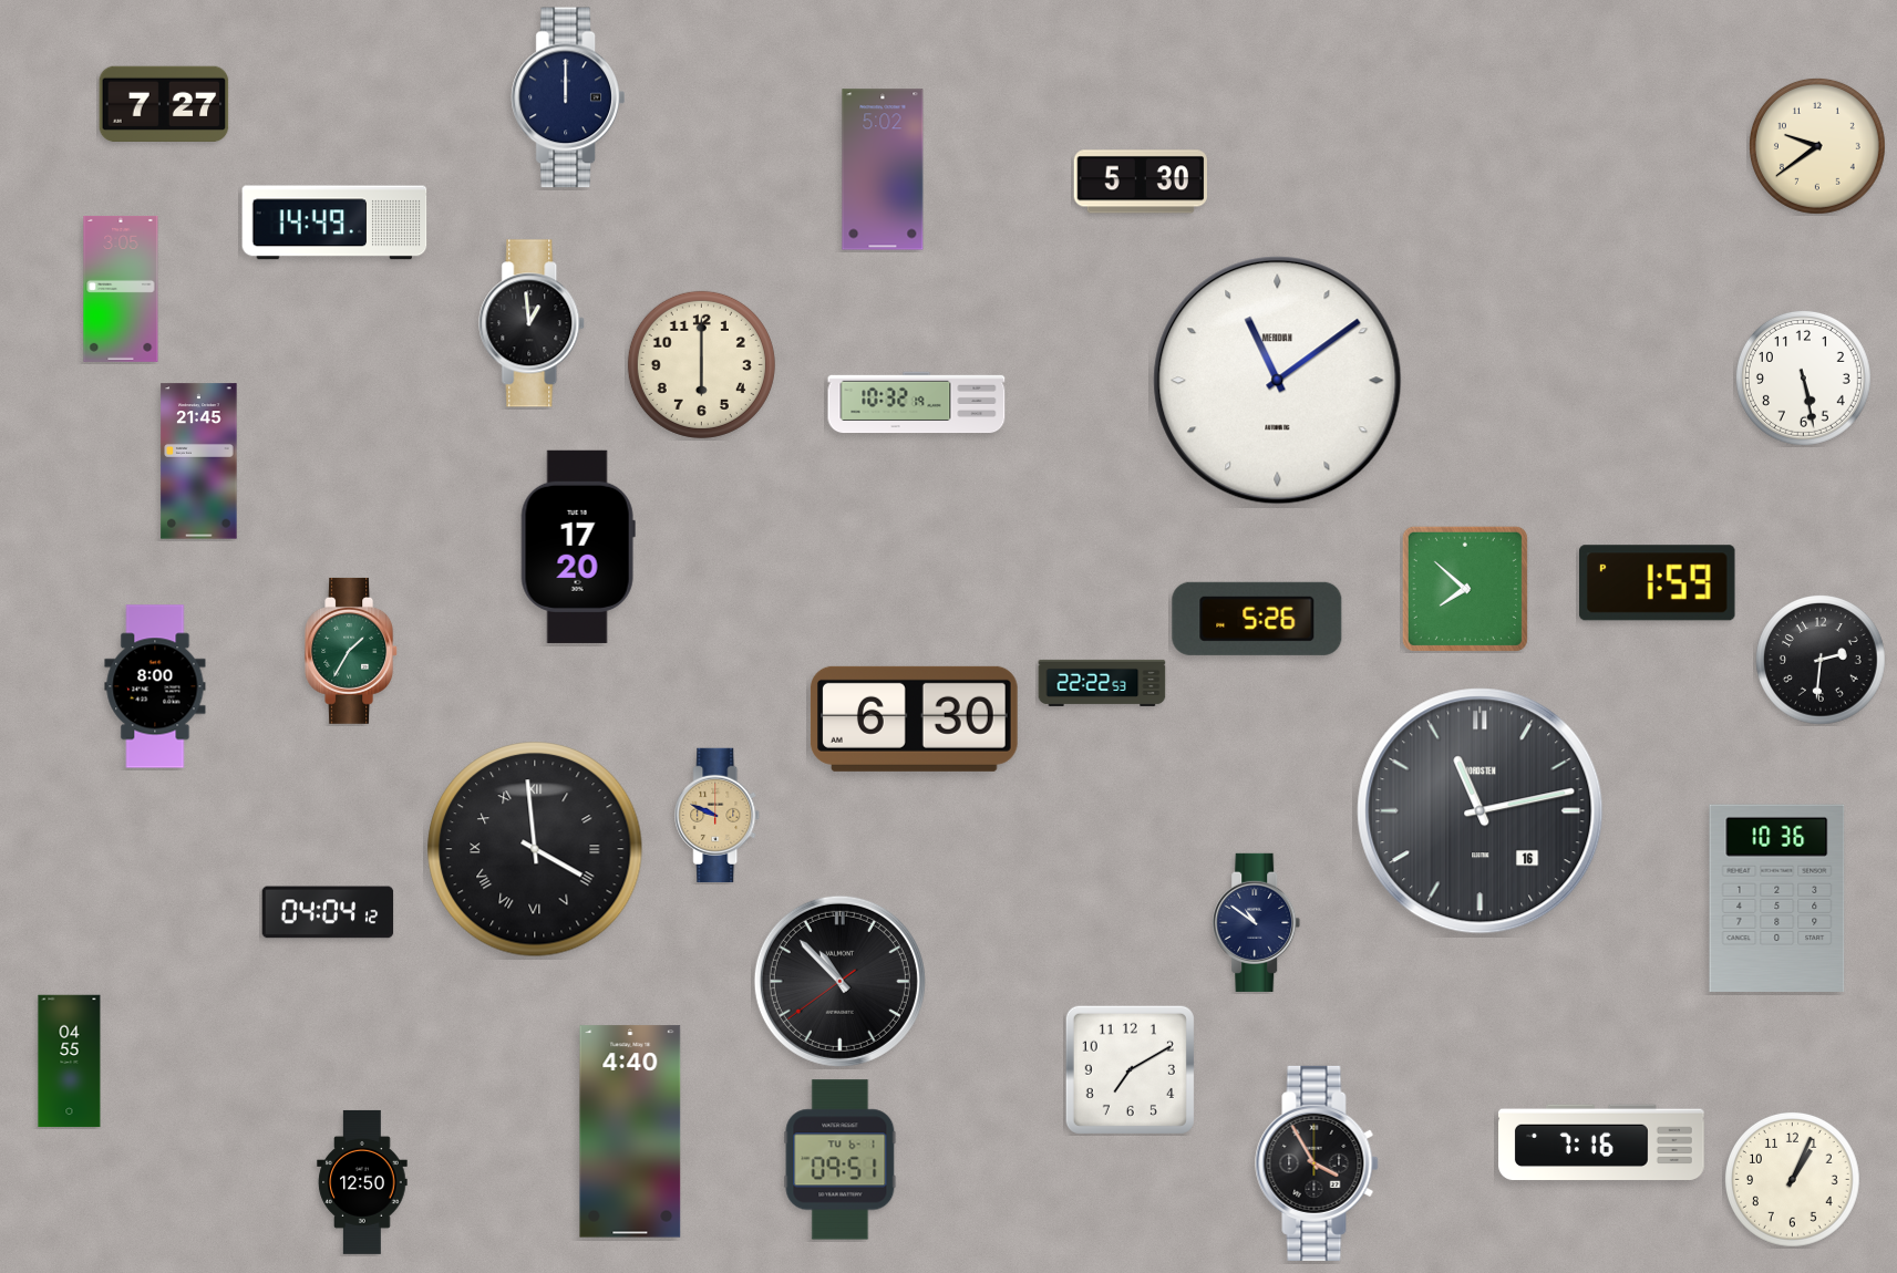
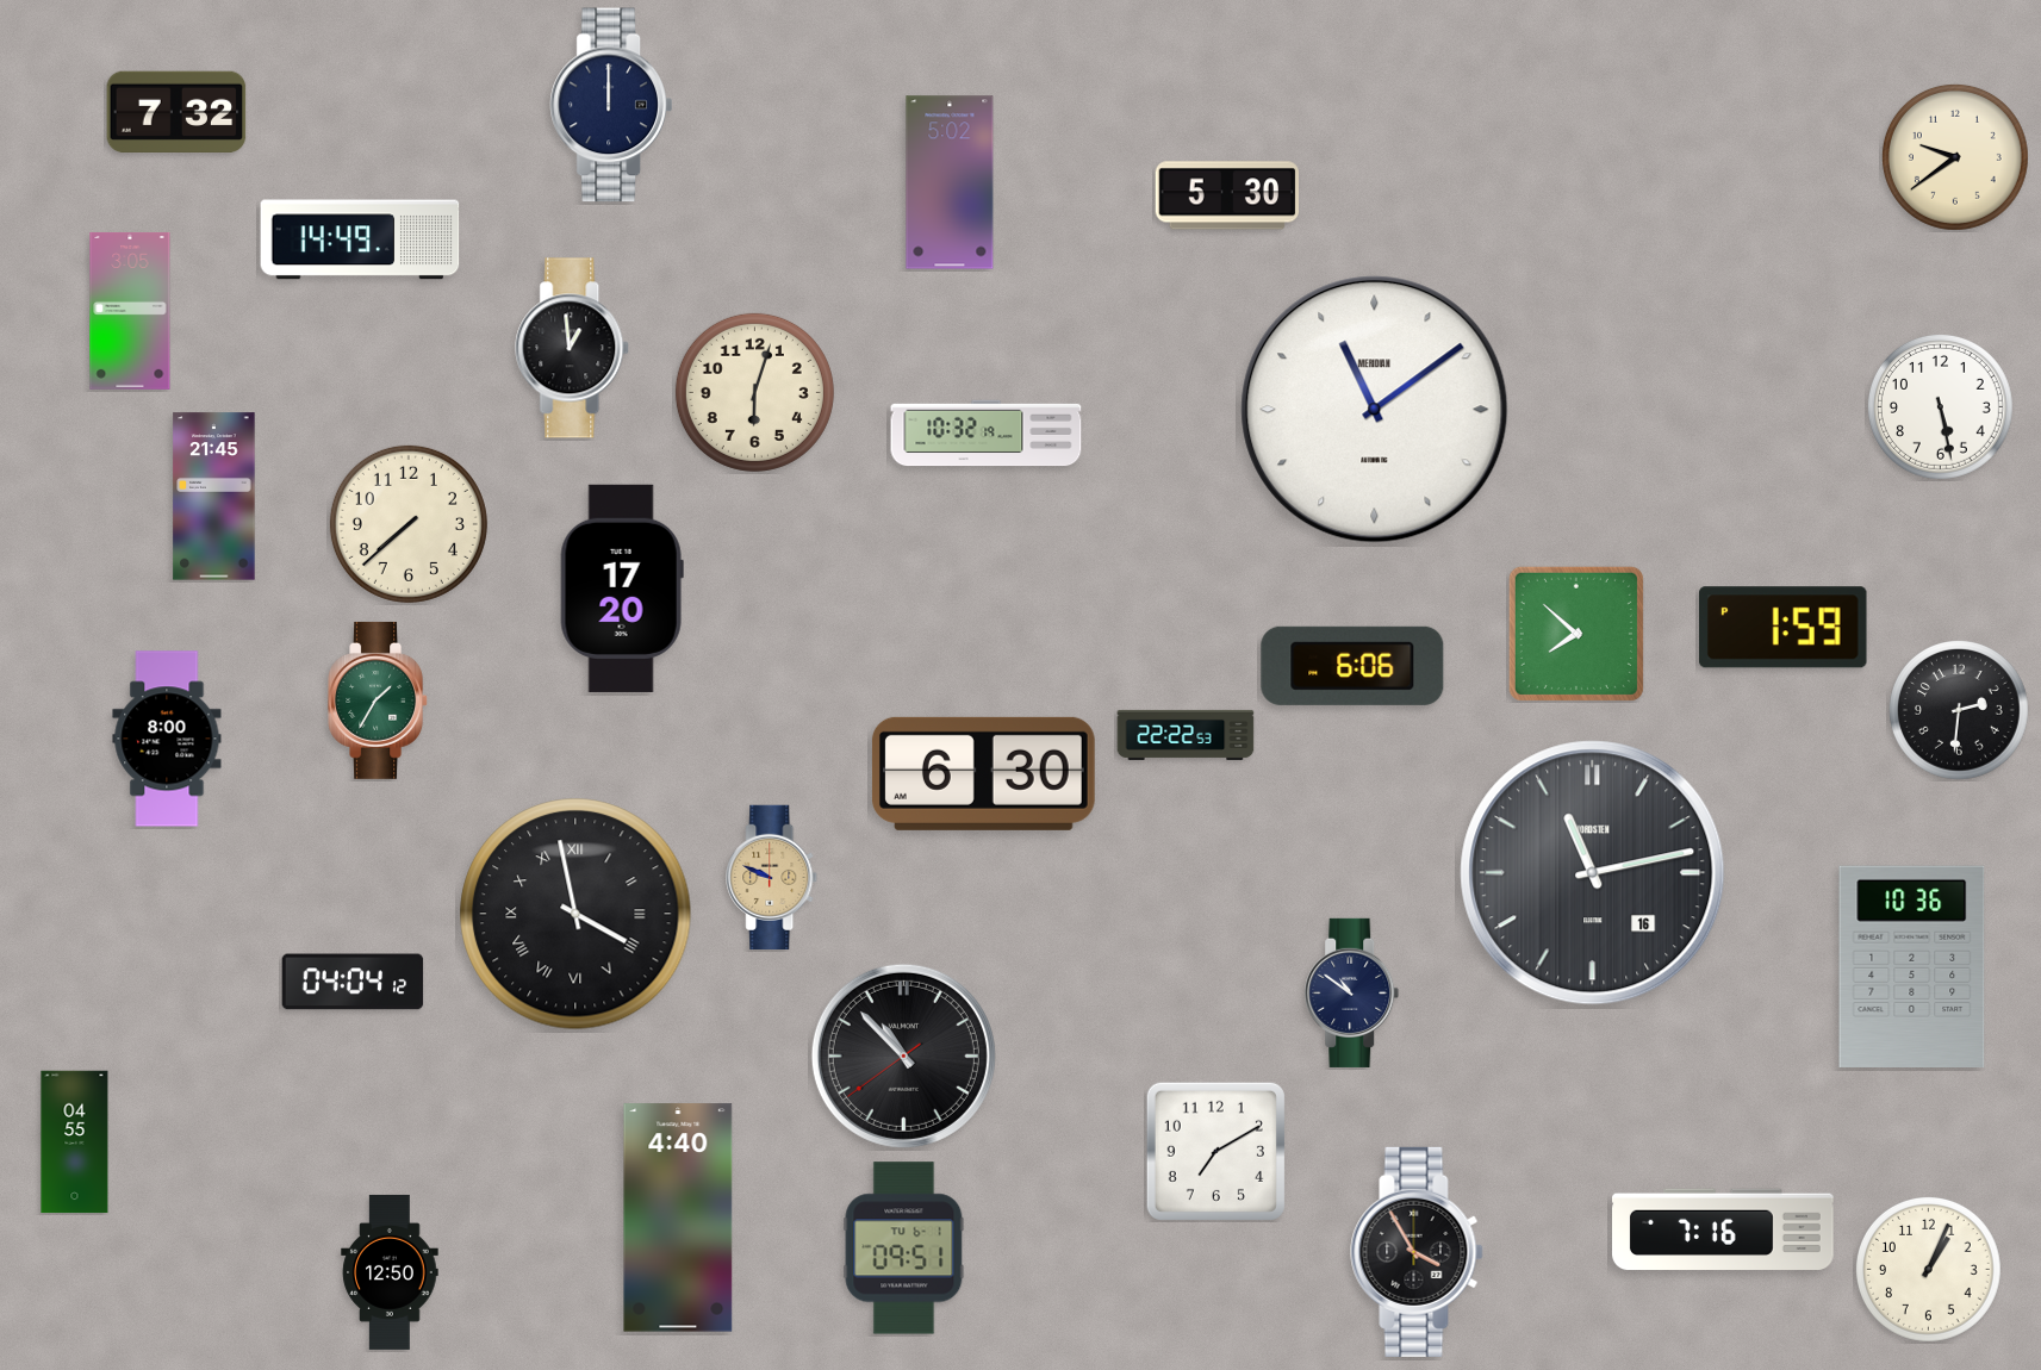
clock at (164, 104): 7:27 -> 7:32
clock at (701, 364): 6:00 -> 6:03
clock at (409, 524): none -> 7:38
clock at (1257, 619): 5:26 -> 6:06
clock at (535, 849): 3:59 -> 3:58
